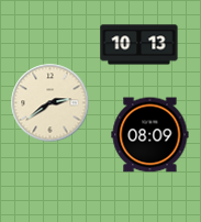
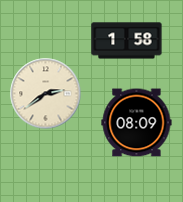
clock at (139, 45): 10:13 -> 1:58
